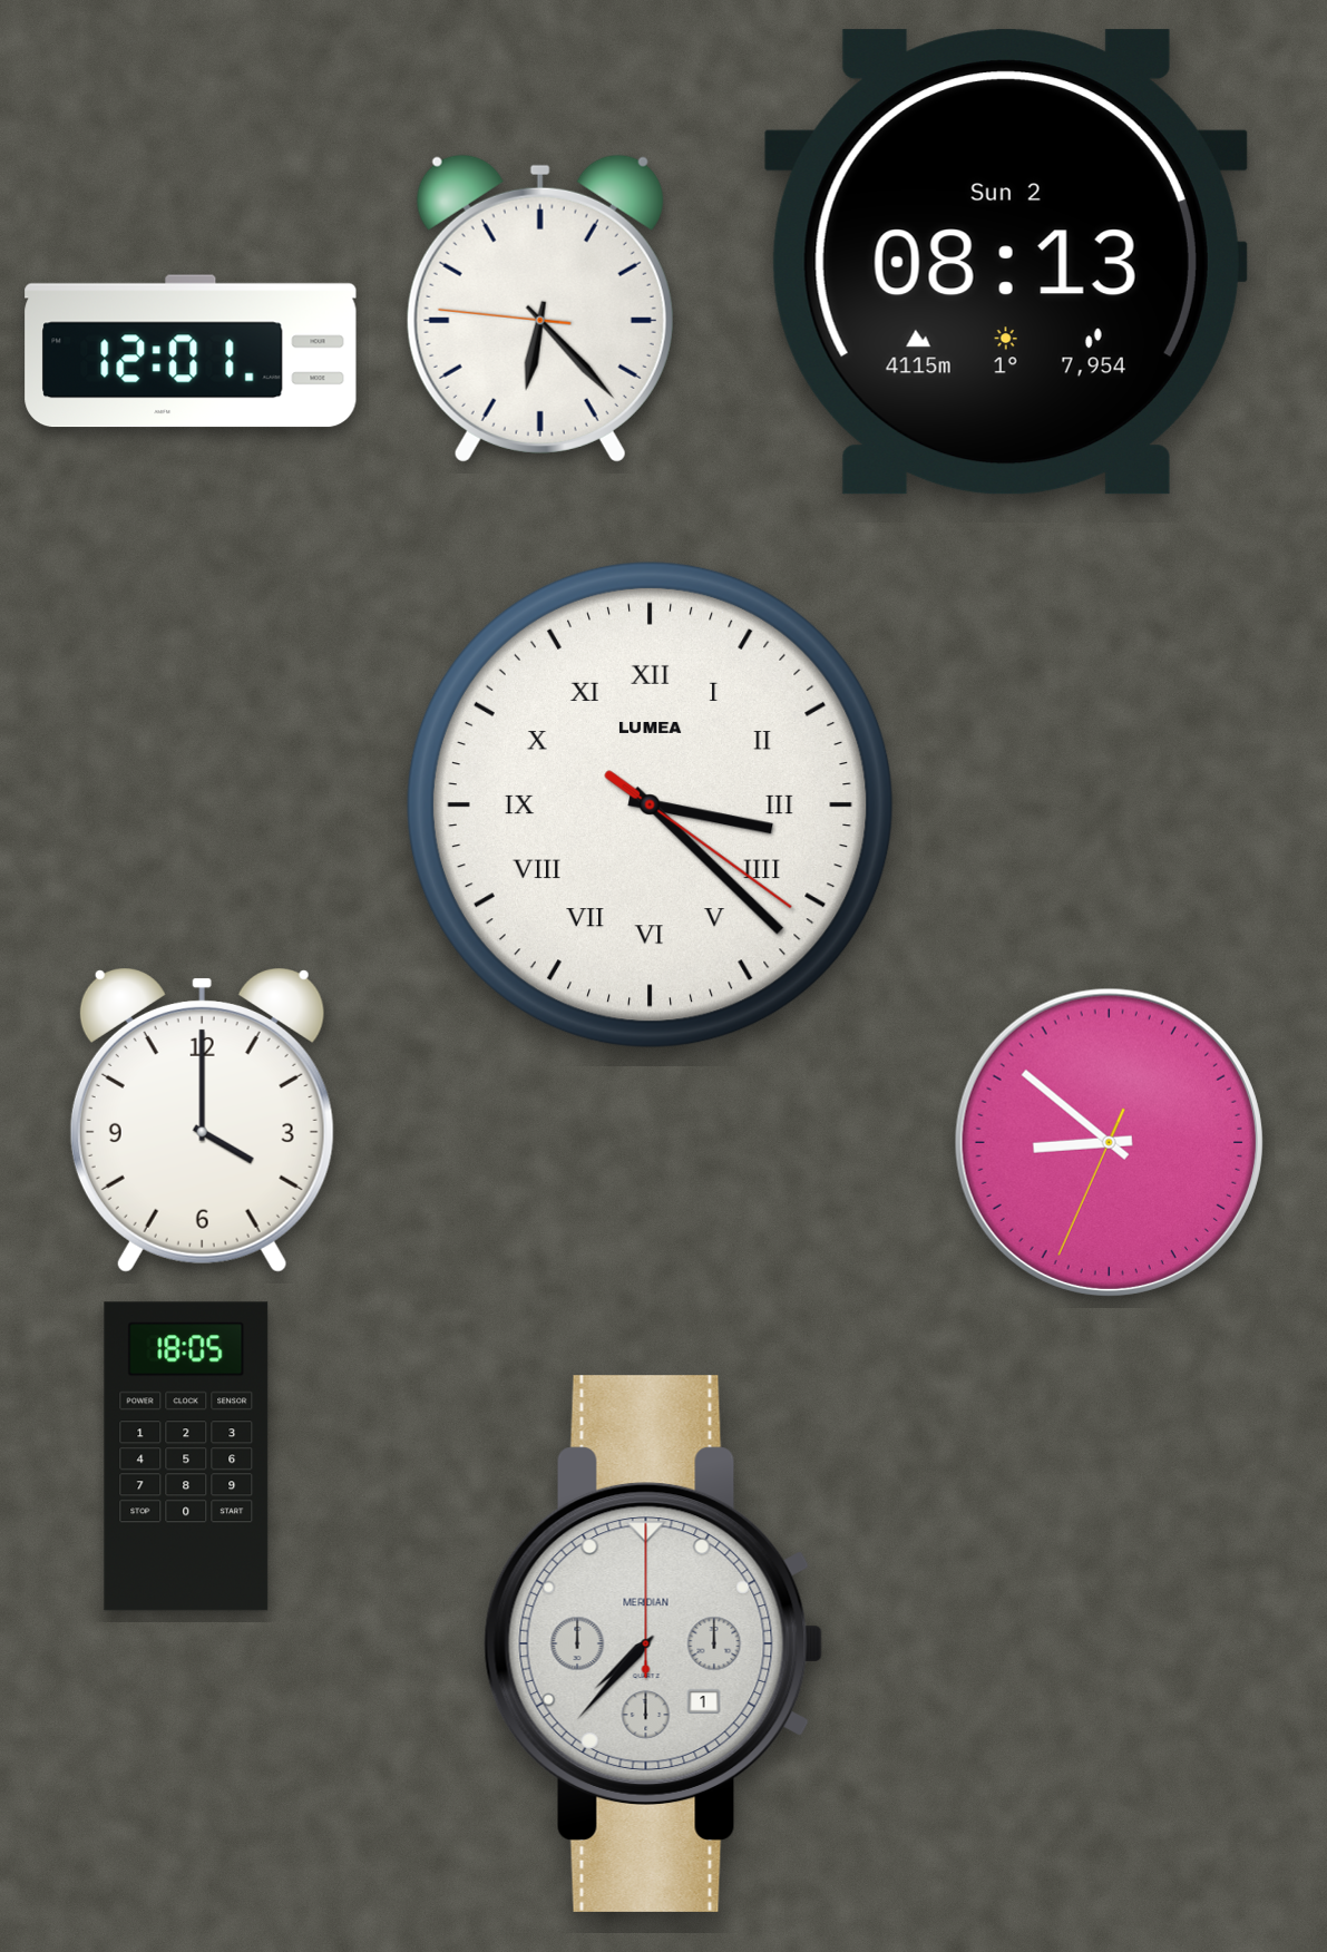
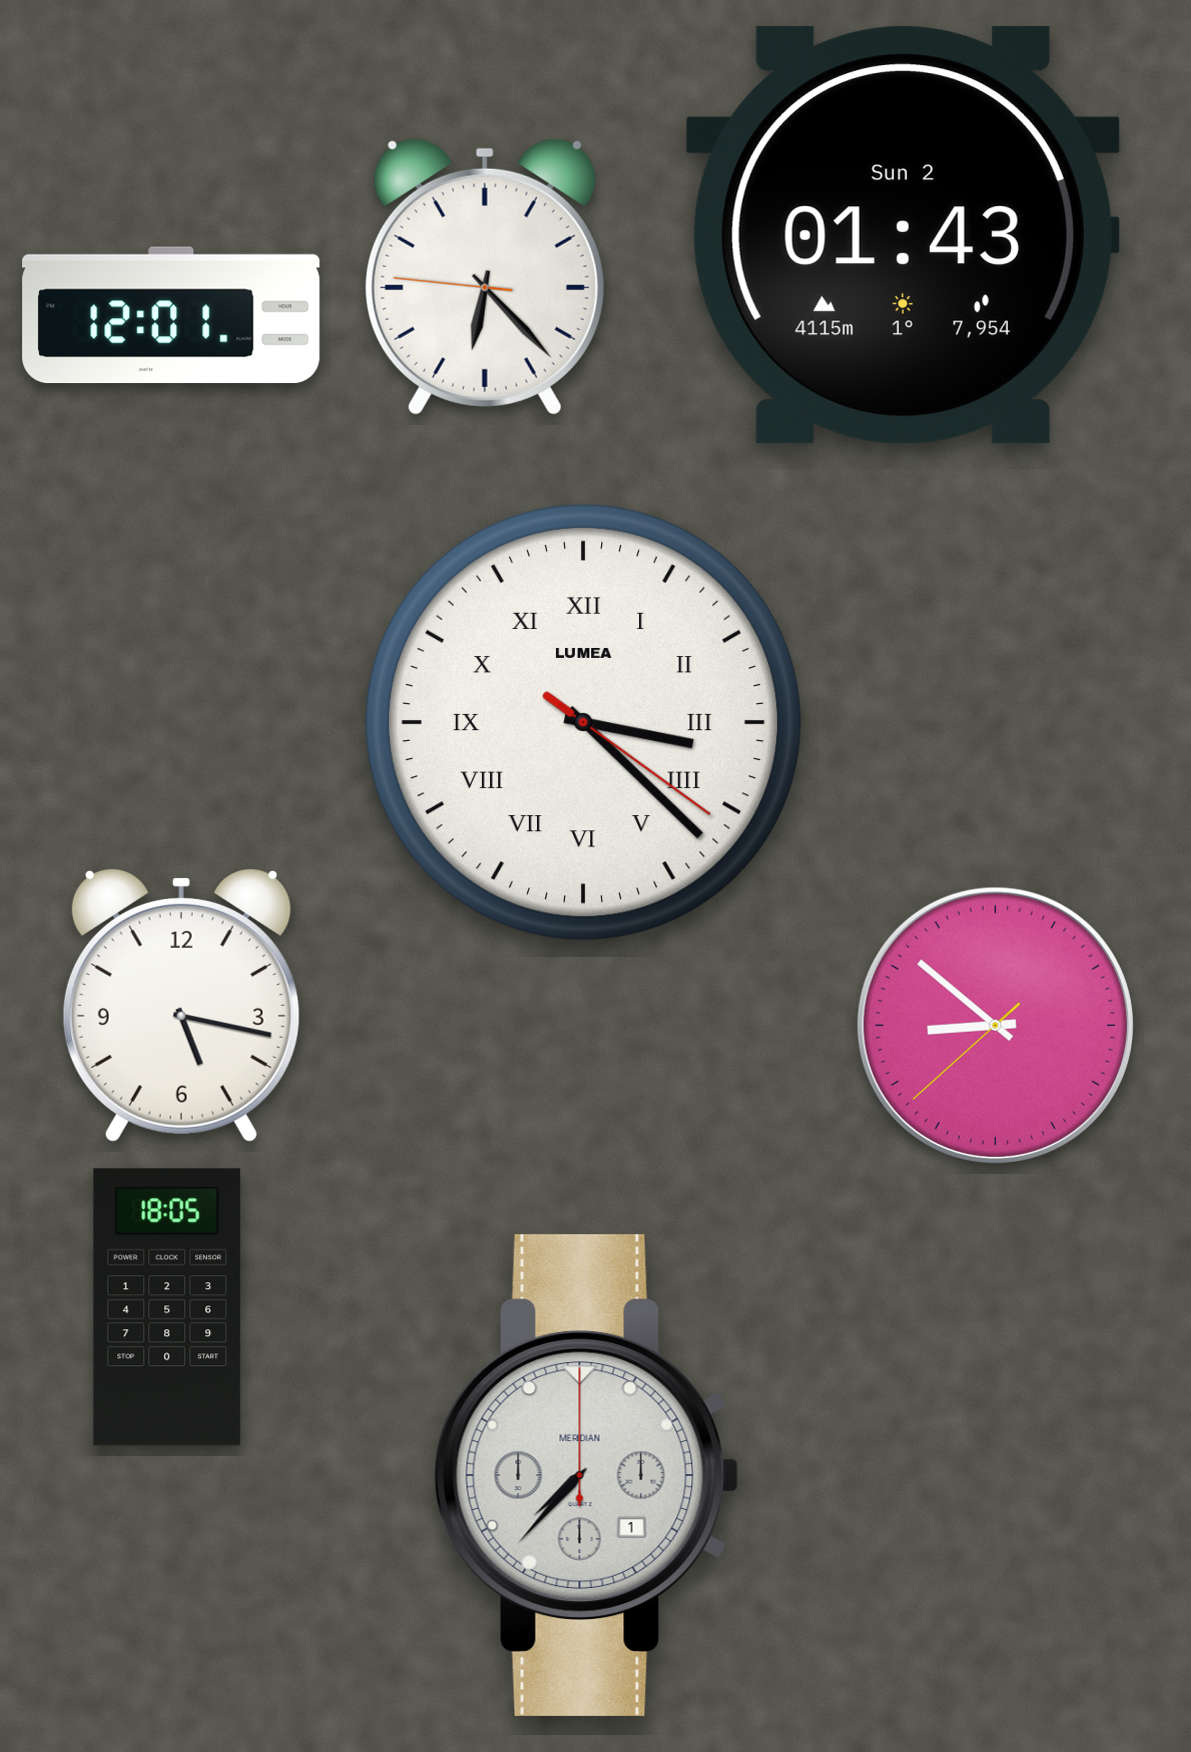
clock at (1006, 262): 08:13 -> 01:43
clock at (202, 1121): 4:00 -> 5:17
clock at (1109, 1142): 8:51:34 -> 8:51:38
